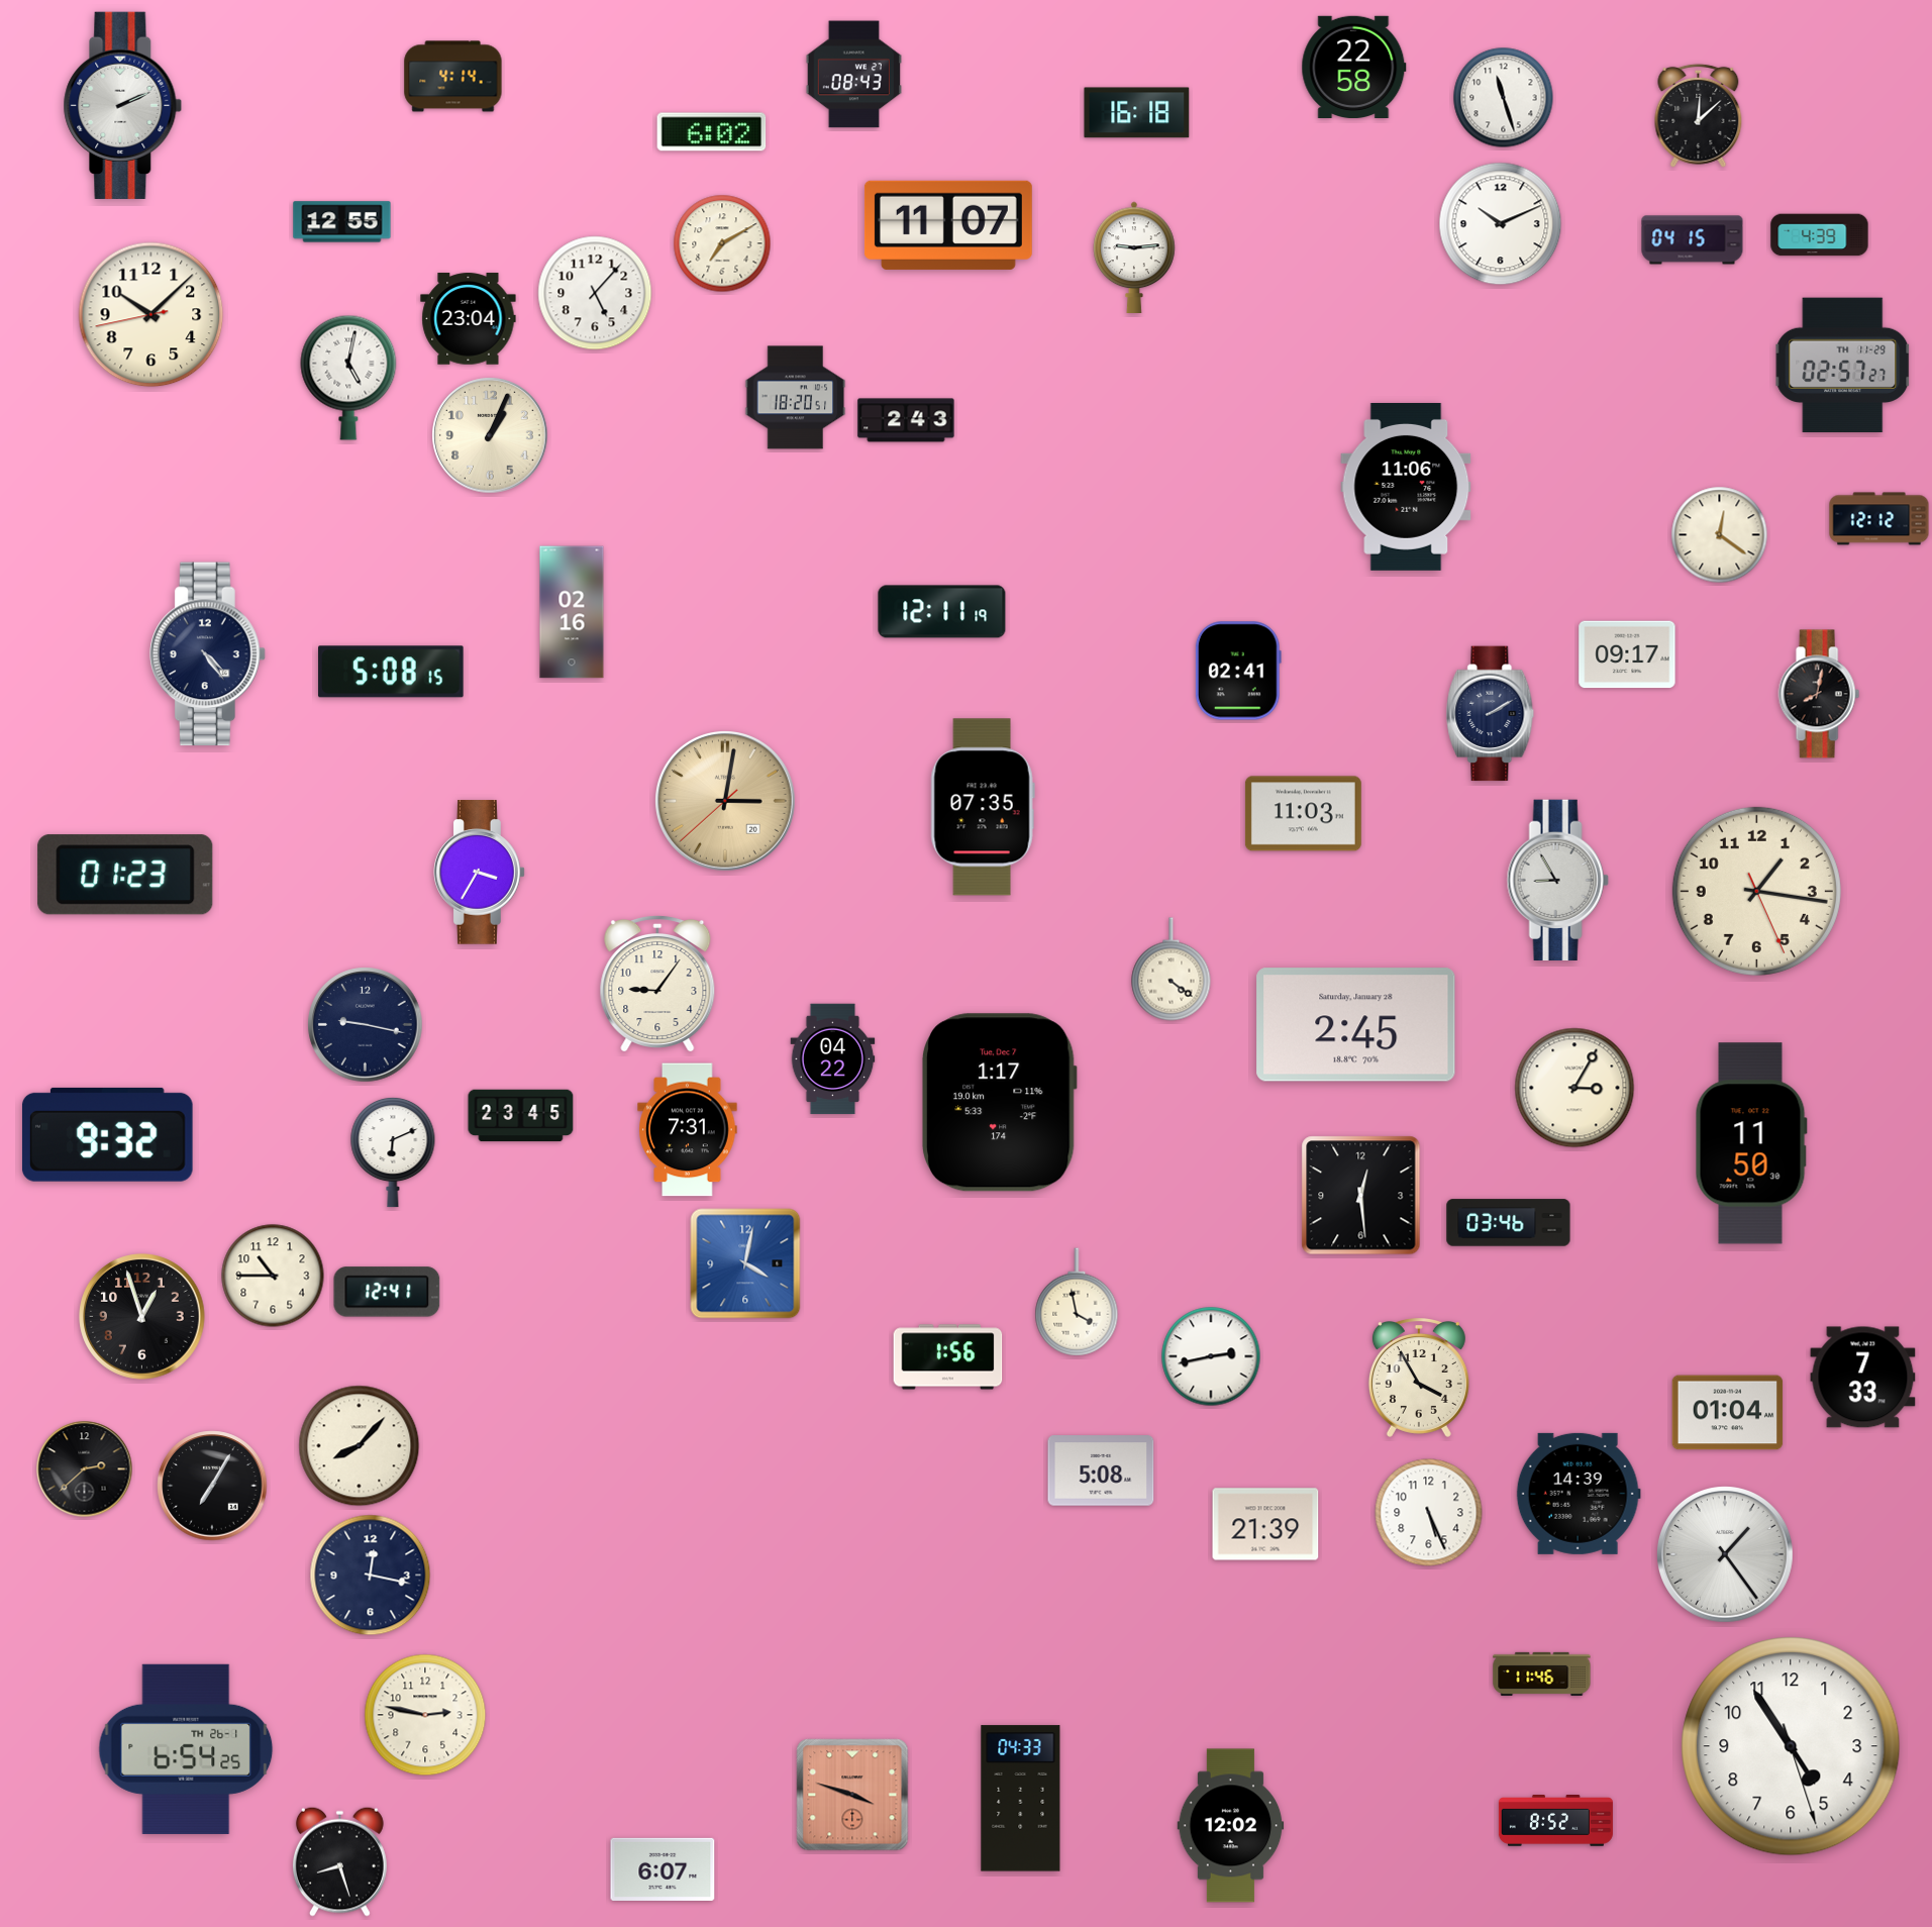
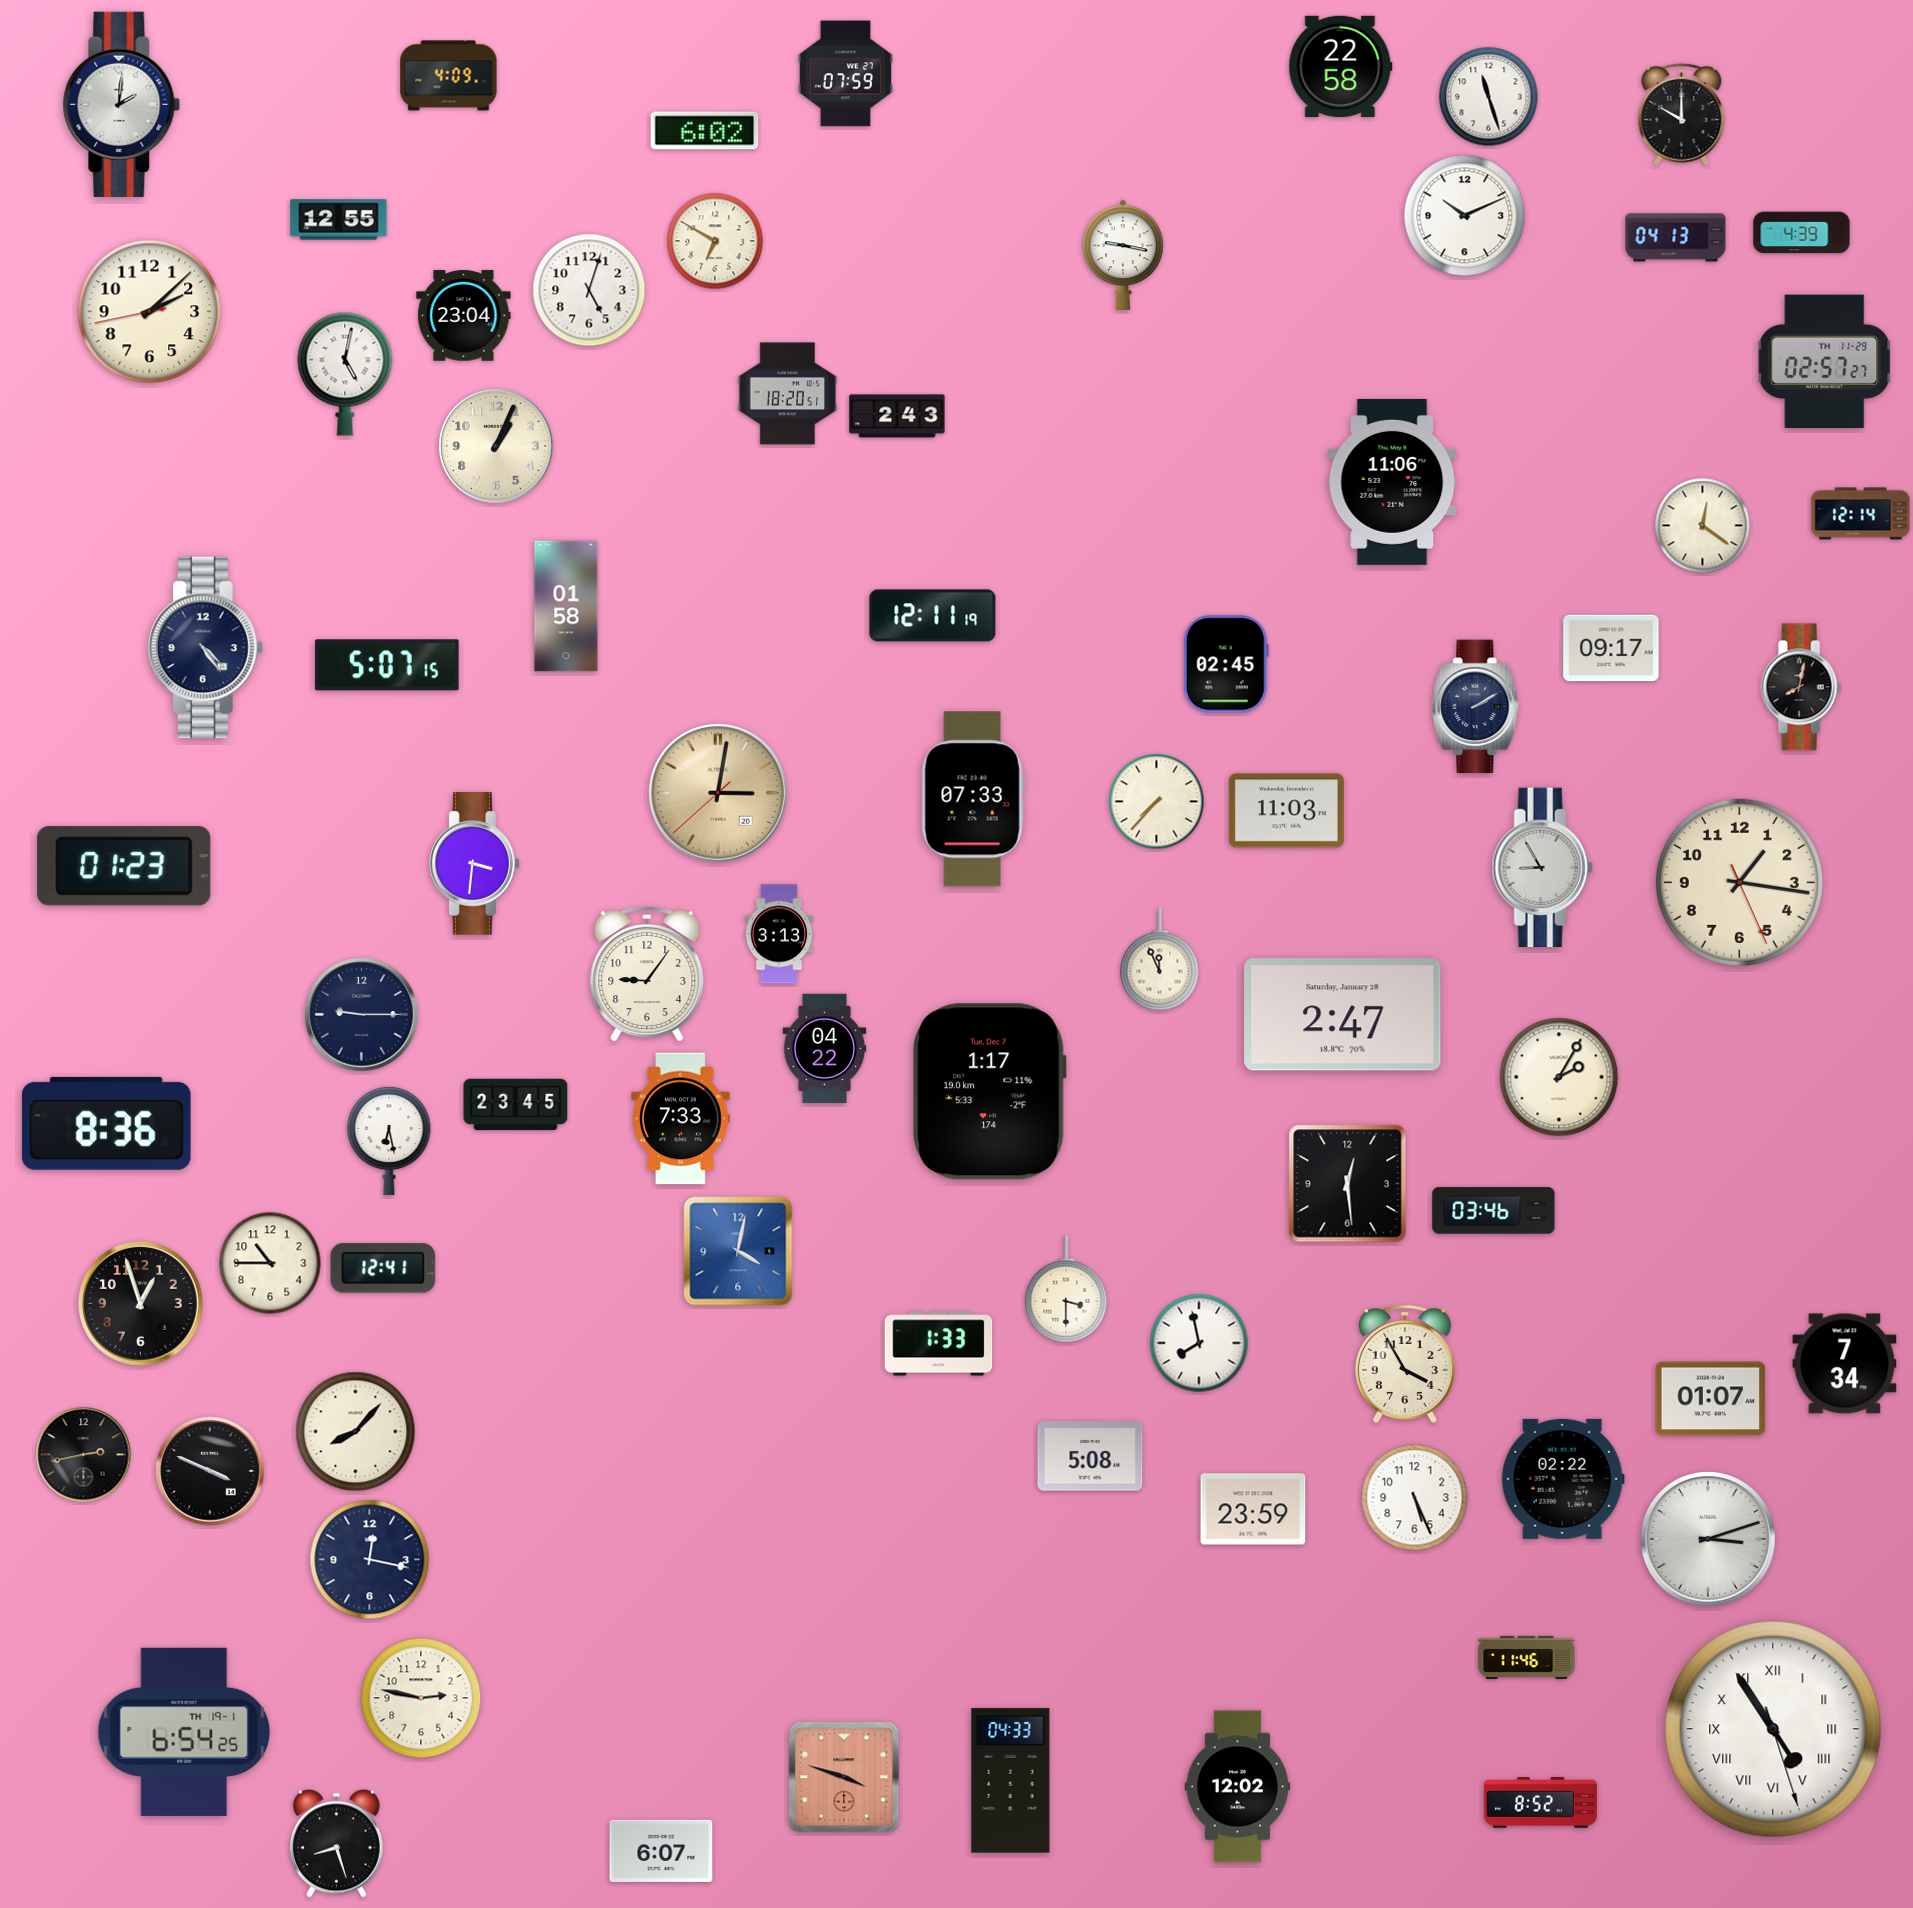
clock at (853, 75): 08:43 -> 07:59
clock at (453, 77): 4:14 -> 4:09
clock at (123, 105): 2:11 -> 2:01
clock at (1137, 113): 16:18 -> none
clock at (1699, 115): 12:08 -> 10:00
clock at (1501, 224) position: (1501, 224) -> (1465, 216)
clock at (948, 225): 11:07 -> none
clock at (1693, 240): 04:15 -> 04:13
clock at (722, 243): 7:10 -> 6:50
clock at (1134, 257): 9:14 -> 9:17
clock at (595, 293): 5:07 -> 5:03
clock at (151, 315): 10:07 -> 2:07
clock at (490, 435) position: (490, 435) -> (496, 446)
clock at (1879, 519): 12:12 -> 12:14
clock at (1720, 535) position: (1720, 535) -> (1703, 526)
clock at (572, 612): 02:16 -> 01:58
clock at (942, 612) position: (942, 612) -> (933, 616)
clock at (1238, 671): 02:41 -> 02:45
clock at (391, 672): 5:08 -> 5:07
clock at (983, 807): 07:35 -> 07:33
clock at (1157, 802): none -> 7:37
clock at (1303, 814) position: (1303, 814) -> (1286, 811)
clock at (480, 873): 3:35 -> 3:31
clock at (1557, 880) position: (1557, 880) -> (1542, 867)
clock at (779, 934): none -> 3:13
clock at (1172, 970): 4:21 -> 11:56
clock at (657, 984) position: (657, 984) -> (647, 974)
clock at (366, 1025): 9:17 -> 9:15
clock at (1356, 1025): 2:45 -> 2:47
clock at (1574, 1088): 3:05 -> 2:05
clock at (688, 1130): 7:31 -> 7:33
clock at (107, 1134): 9:32 -> 8:36
clock at (1751, 1143): 11:50 -> none
clock at (393, 1152): 6:11 -> 6:28
clock at (387, 1292) position: (387, 1292) -> (383, 1268)
clock at (1077, 1302): 3:58 -> 3:30
clock at (1211, 1356): 2:43 -> 7:58
clock at (948, 1357): 1:56 -> 1:33
clock at (1863, 1378): 7:33 -> 7:34
clock at (1728, 1413): 01:04 -> 01:07
clock at (85, 1469): 2:38 -> 2:43
clock at (212, 1486): 7:05 -> 3:49
clock at (1579, 1494): 14:39 -> 02:22
clock at (1265, 1524): 21:39 -> 23:59
clock at (1726, 1555): 1:24 -> 3:12
clock at (371, 1576) position: (371, 1576) -> (370, 1560)
clock at (1791, 1746) numerals: Arabic -> Roman
clock at (186, 1749) date: TH 26-1 -> TH 19-1
clock at (1231, 1826) position: (1231, 1826) -> (1238, 1787)
clock at (663, 1869) position: (663, 1869) -> (661, 1851)
